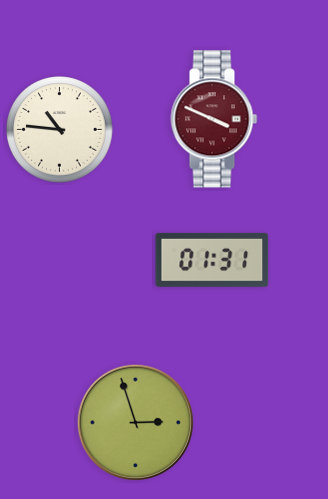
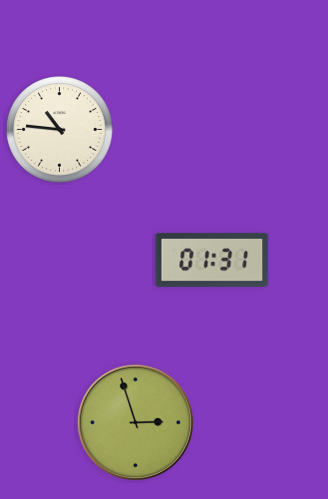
clock at (214, 119): 3:49 -> none
